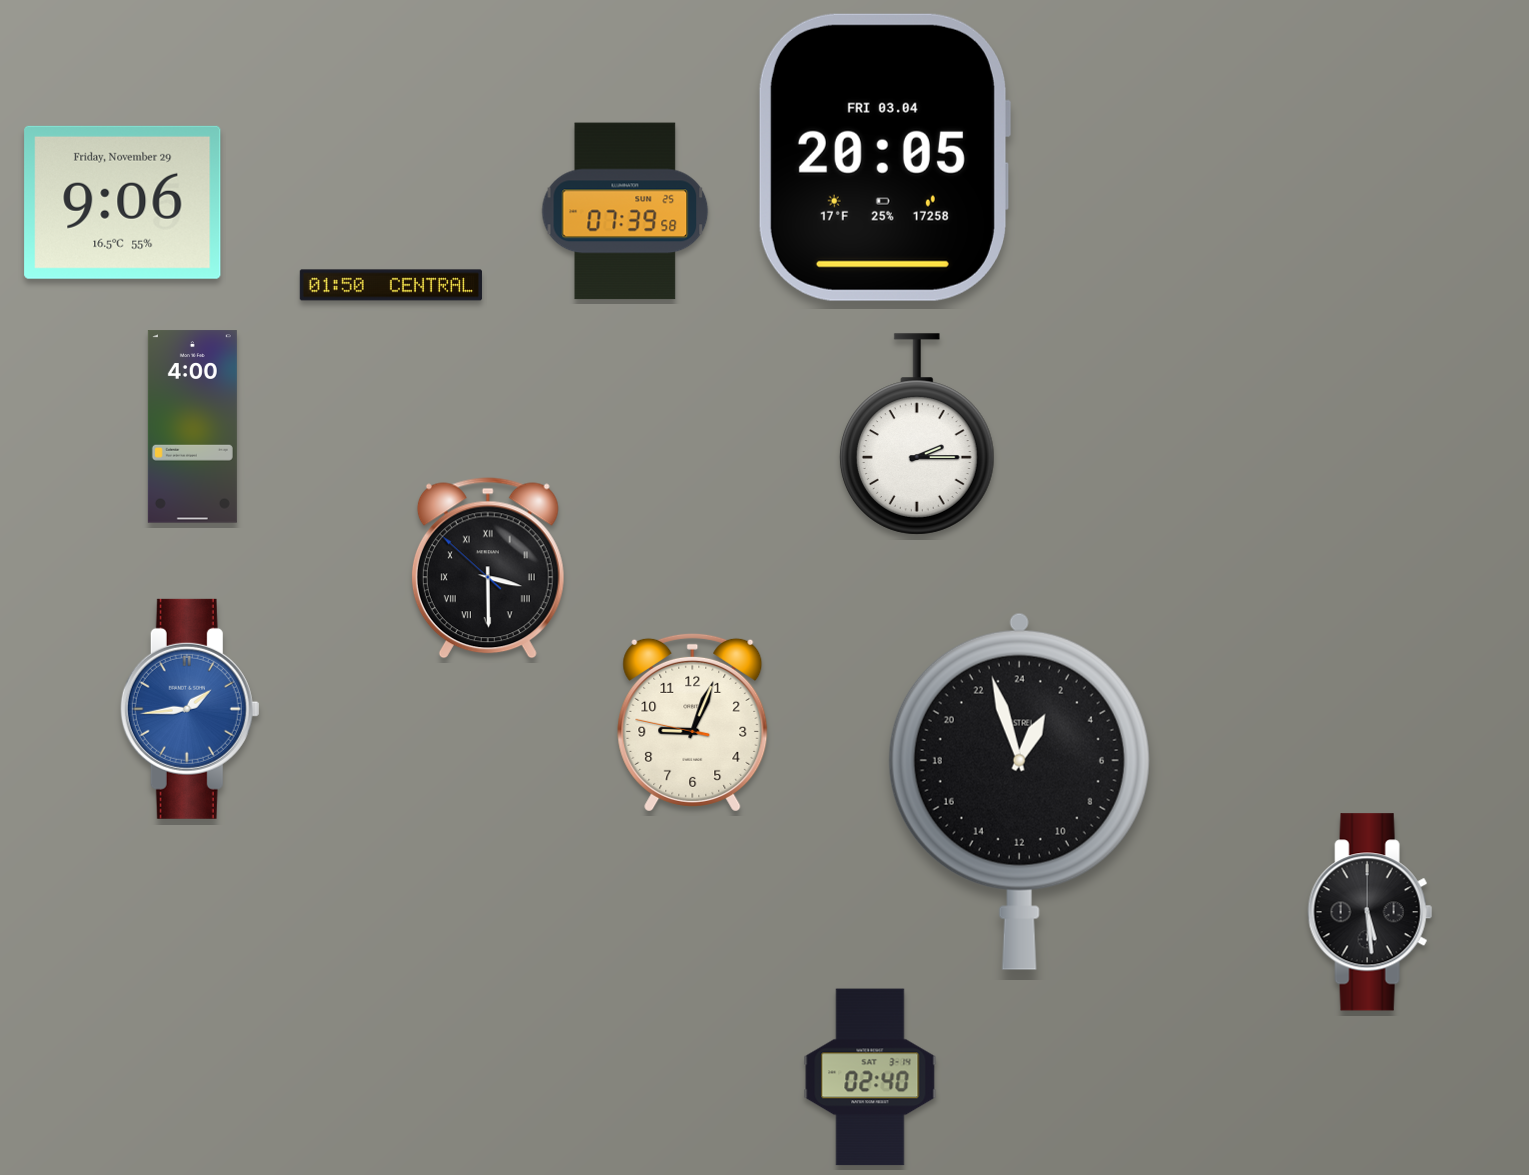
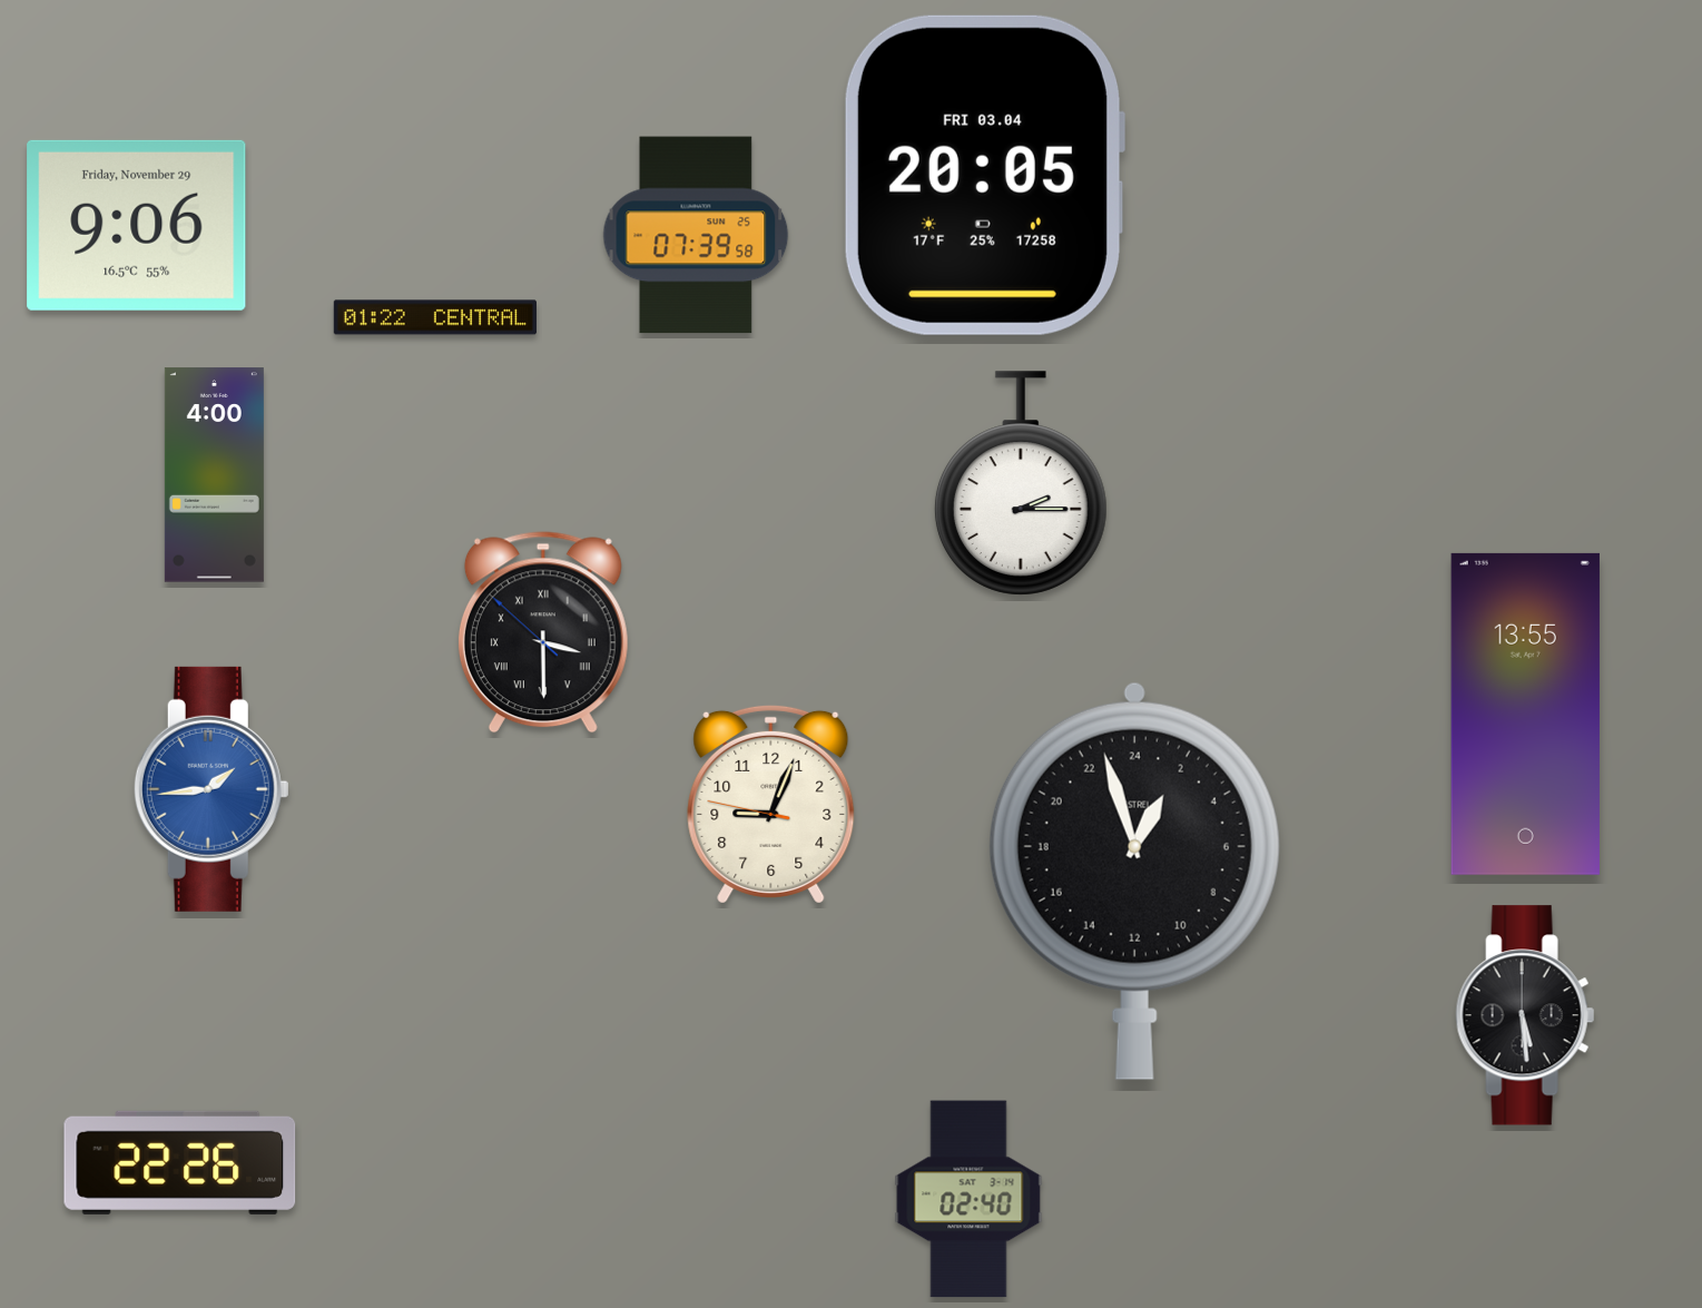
clock at (391, 285): 01:50 -> 01:22
clock at (1525, 714): none -> 13:55
clock at (180, 1162): none -> 22:26
